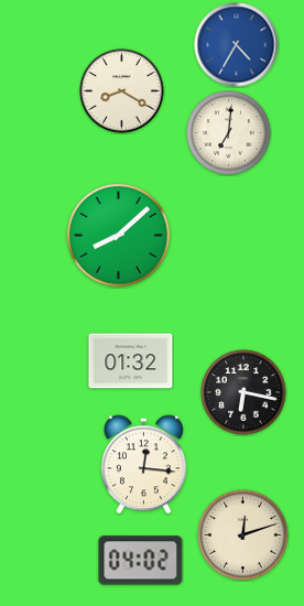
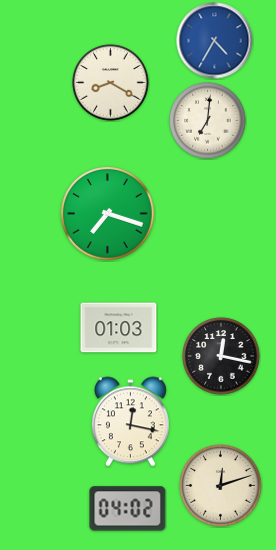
clock at (119, 236): 8:08 -> 7:18
clock at (131, 361): 01:32 -> 01:03
clock at (243, 392): 6:17 -> 12:17
clock at (143, 465): 12:16 -> 12:17
